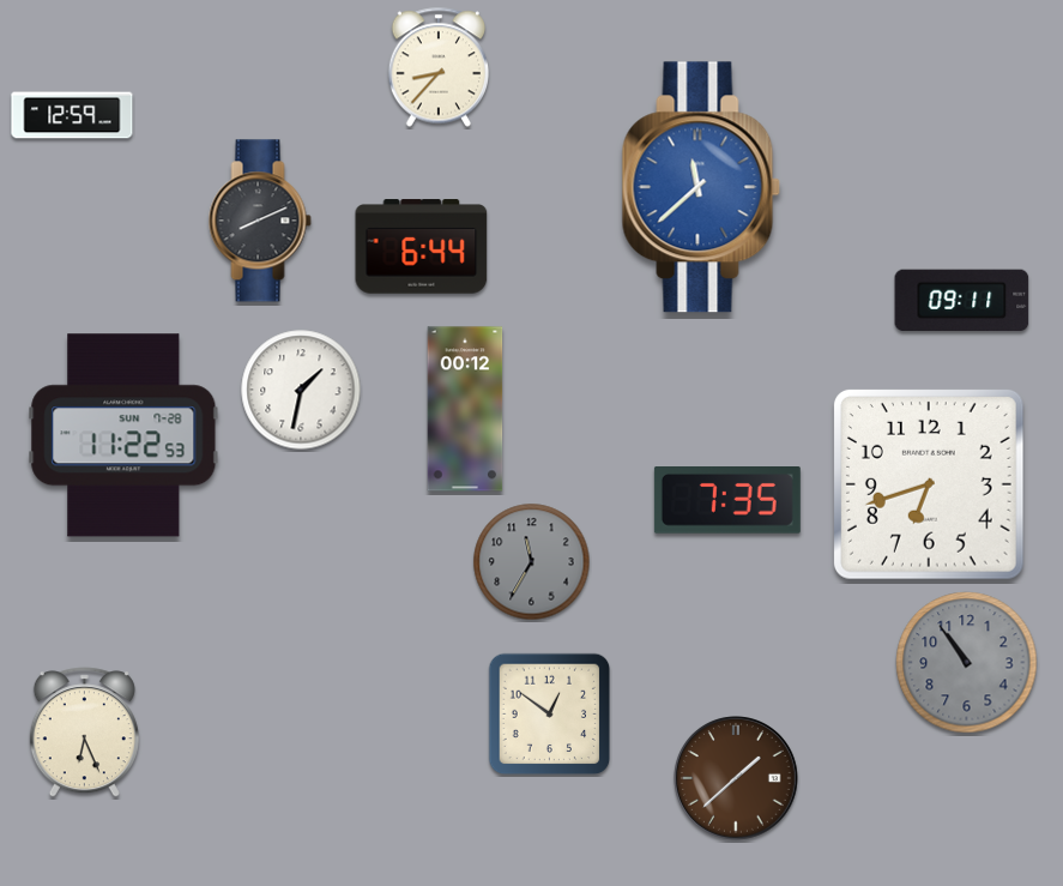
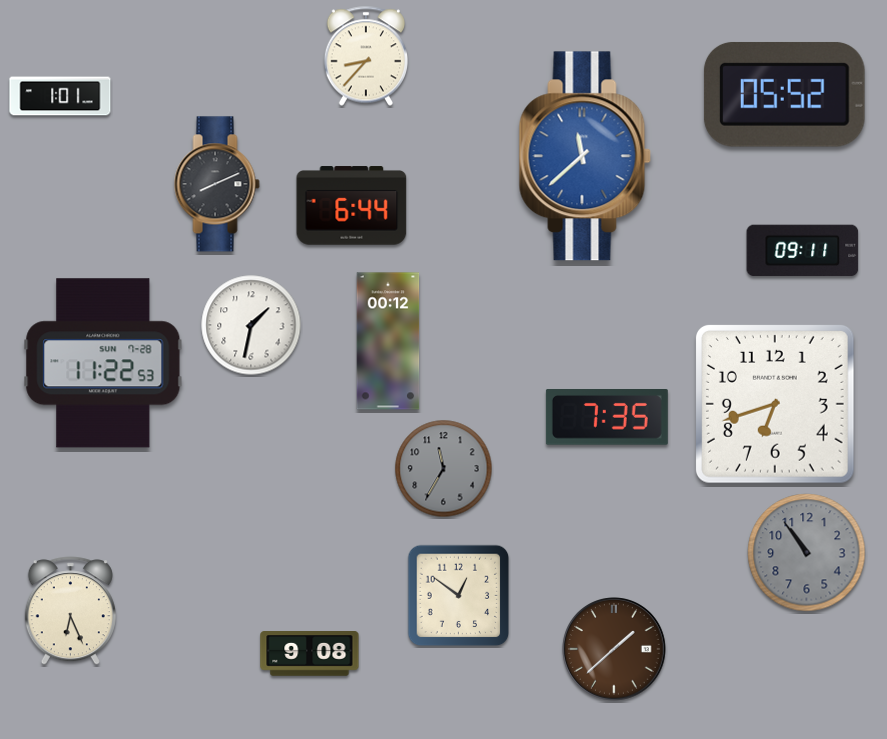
clock at (784, 94): none -> 05:52
clock at (72, 115): 12:59 -> 1:01
clock at (310, 654): none -> 9:08
